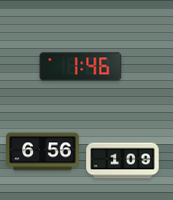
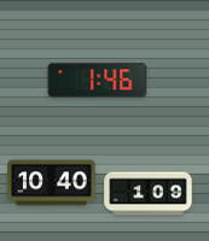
clock at (43, 152): 6:56 -> 10:40
